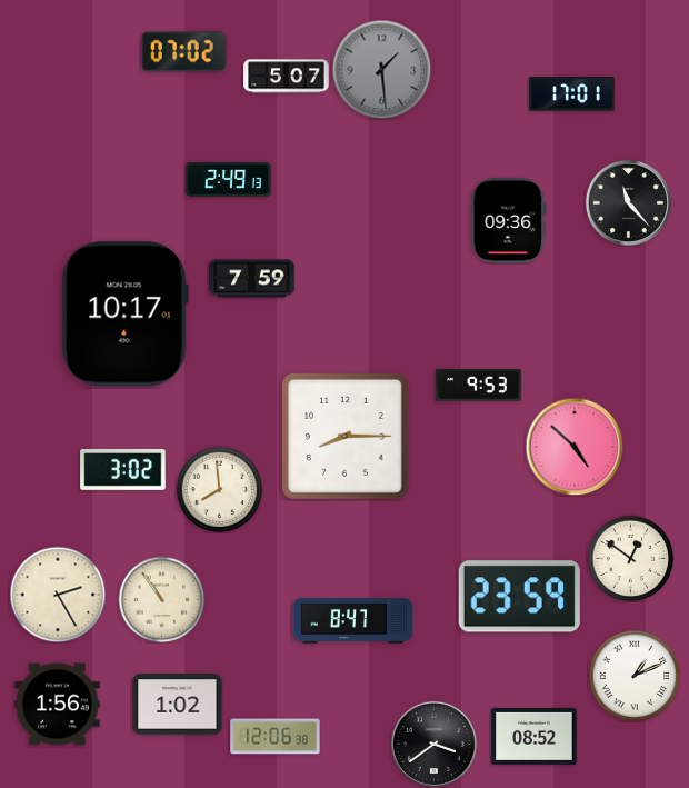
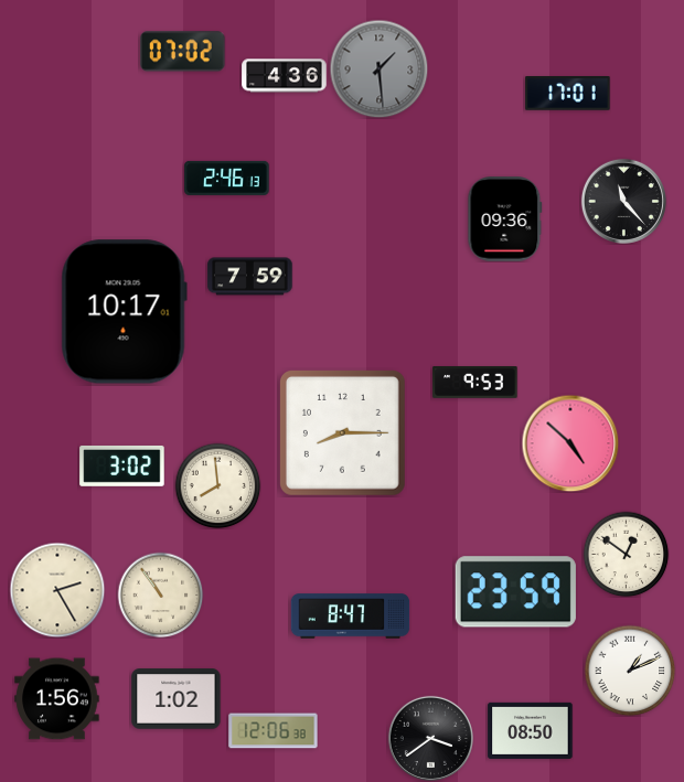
clock at (287, 77): 5:07 -> 4:36
clock at (229, 179): 2:49 -> 2:46
clock at (535, 736): 08:52 -> 08:50
